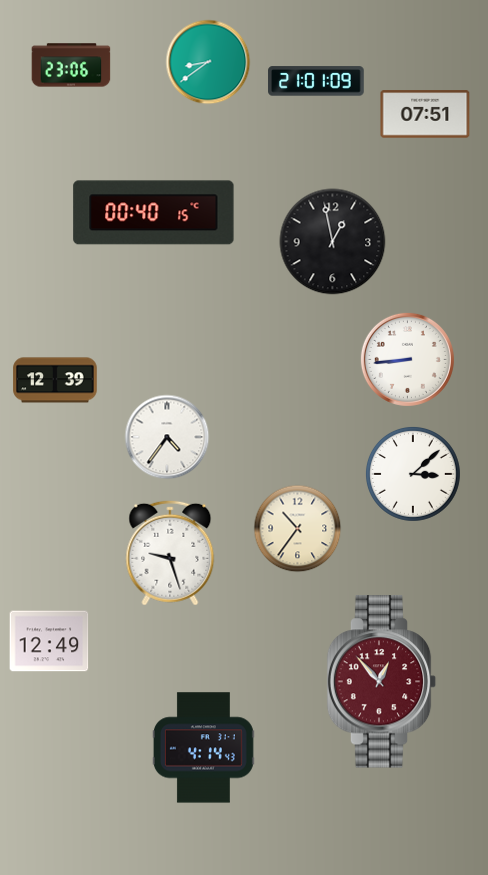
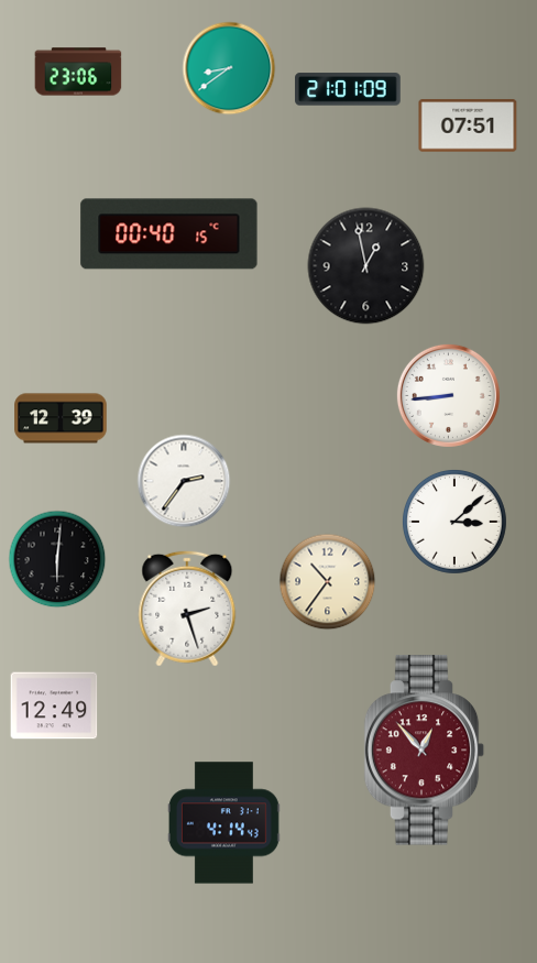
clock at (167, 437): 4:36 -> 2:36
clock at (57, 559): none -> 6:01
clock at (170, 553): 9:27 -> 2:27
clock at (382, 682) position: (382, 682) -> (425, 751)
